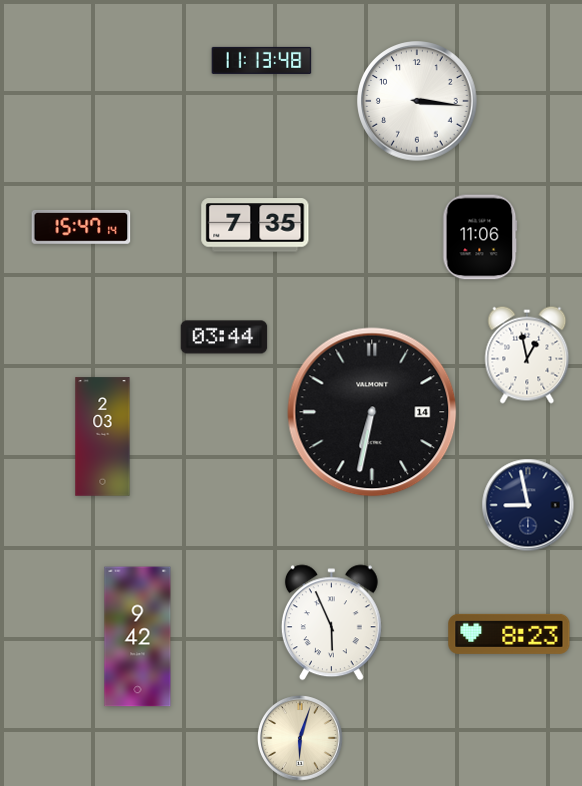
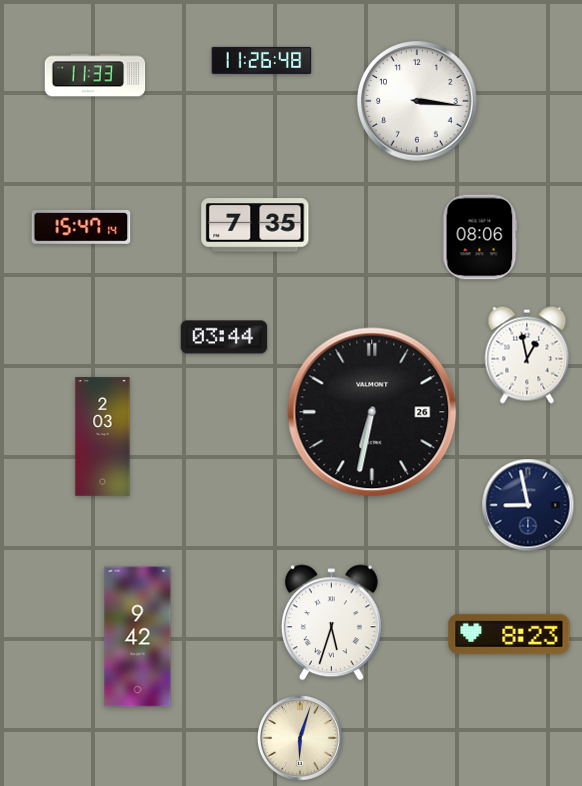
clock at (262, 60): 11:13 -> 11:26
clock at (95, 75): none -> 11:33
clock at (480, 237): 11:06 -> 08:06
clock at (372, 412) date: 14 -> 26
clock at (331, 623): 5:56 -> 5:33
